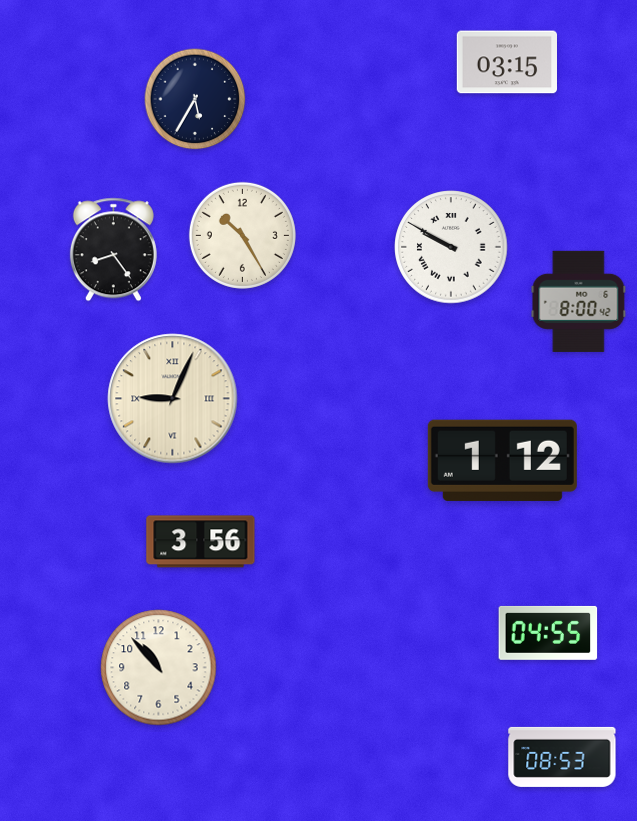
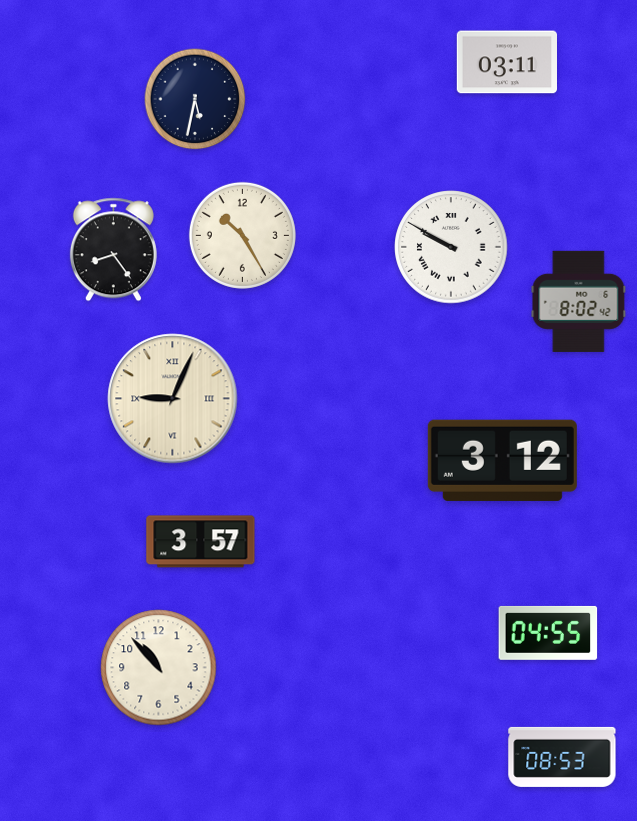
clock at (506, 62): 03:15 -> 03:11
clock at (195, 99): 5:35 -> 5:32
clock at (579, 301): 8:00 -> 8:02
clock at (502, 460): 1:12 -> 3:12
clock at (201, 542): 3:56 -> 3:57
